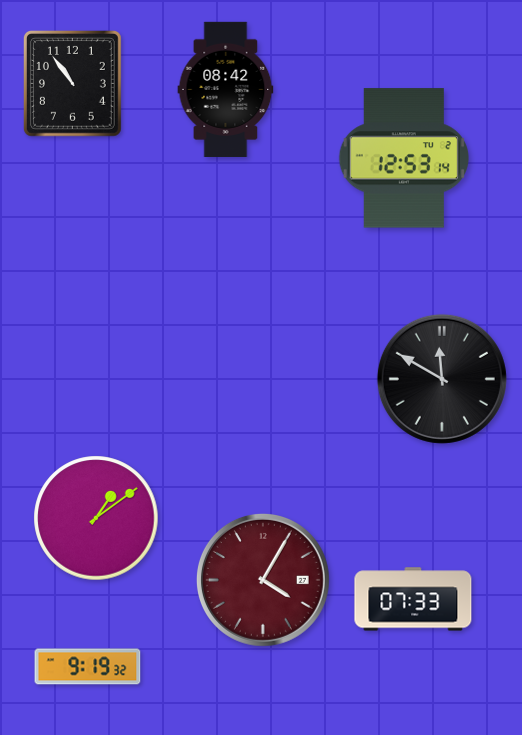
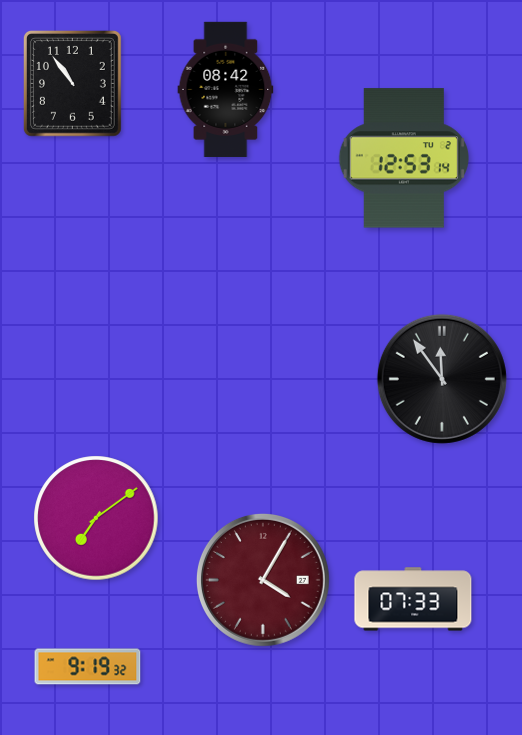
clock at (442, 379): 11:50 -> 11:54
clock at (96, 518): 1:09 -> 7:09
